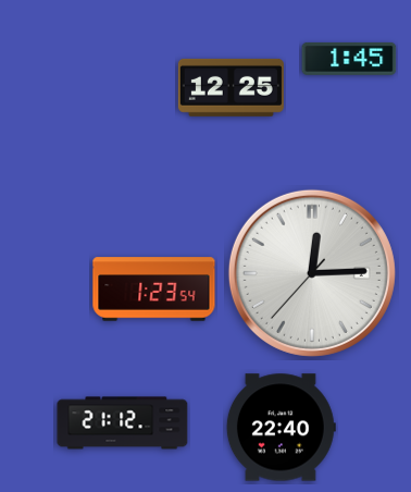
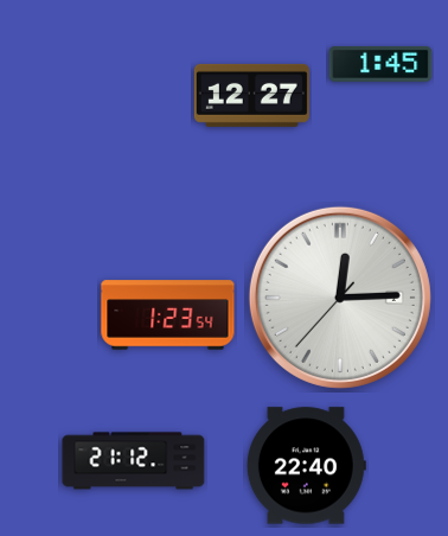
clock at (231, 87): 12:25 -> 12:27
